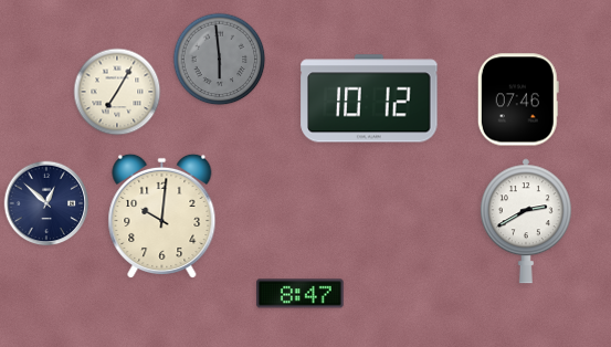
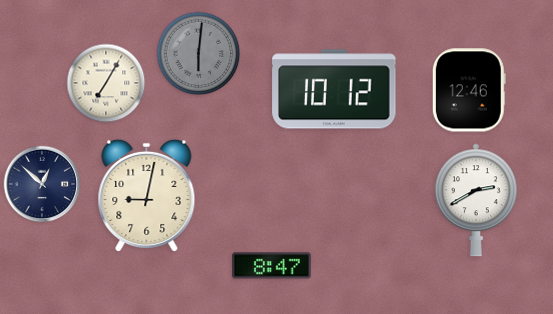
clock at (220, 60): 5:59 -> 6:01
clock at (518, 99): 07:46 -> 12:46
clock at (162, 215): 10:01 -> 9:02
